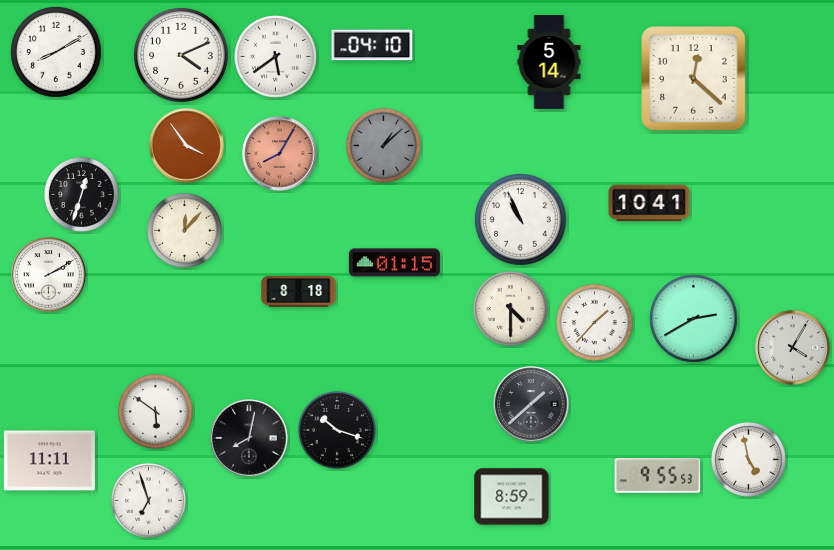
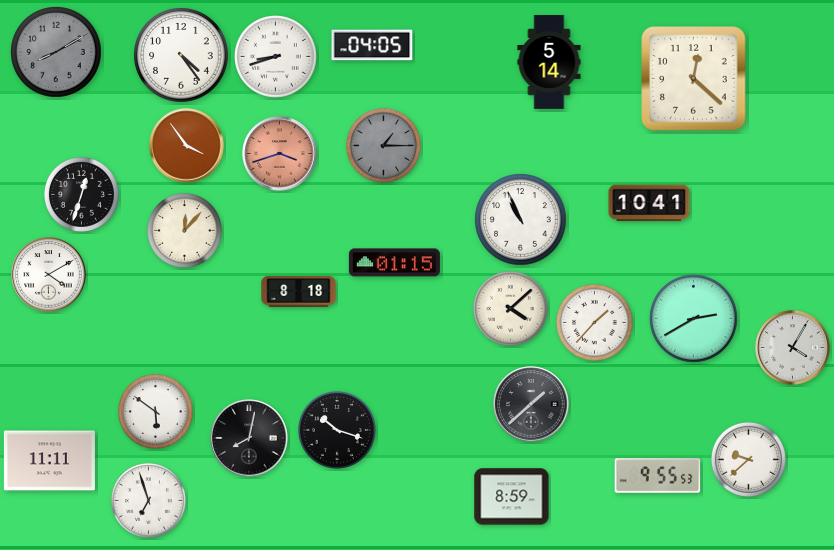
clock at (372, 45): 04:10 -> 04:05
clock at (56, 52) dial: white -> grey
clock at (181, 55): 4:11 -> 4:24
clock at (276, 57): 5:39 -> 8:42
clock at (383, 145): 1:08 -> 1:15
clock at (280, 154): 8:05 -> 3:42
clock at (49, 275): 2:10 -> 4:10
clock at (510, 308): 4:30 -> 4:08
clock at (748, 459): 4:58 -> 9:38
